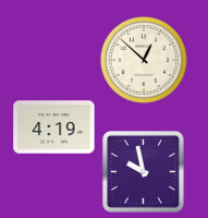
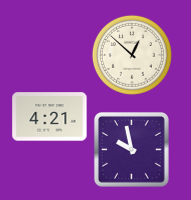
clock at (54, 128): 4:19 -> 4:21
clock at (143, 171) position: (143, 171) -> (131, 149)
